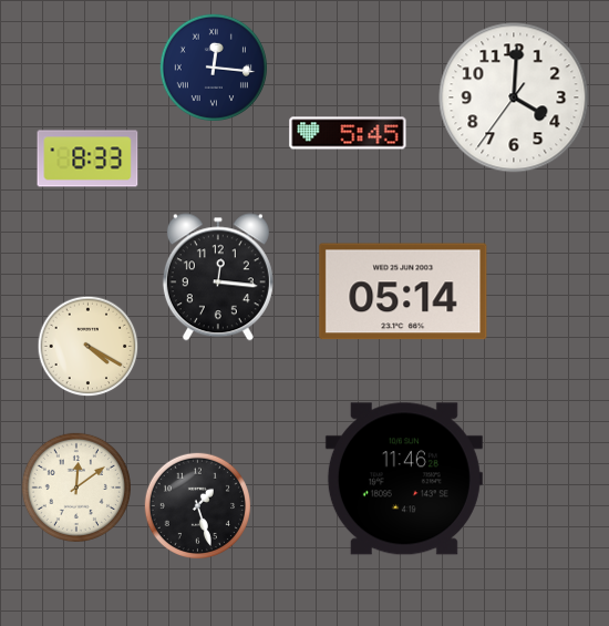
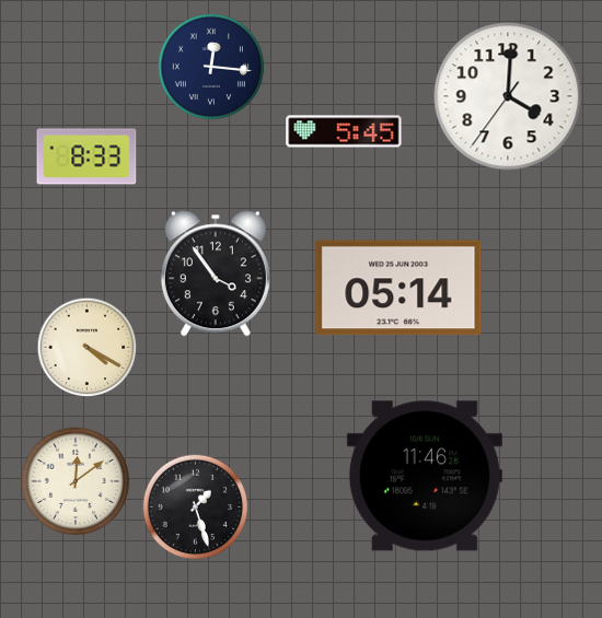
clock at (218, 277): 12:16 -> 3:54
clock at (89, 347) position: (89, 347) -> (88, 348)
clock at (404, 479) position: (404, 479) -> (425, 476)
clock at (197, 505) position: (197, 505) -> (195, 506)
